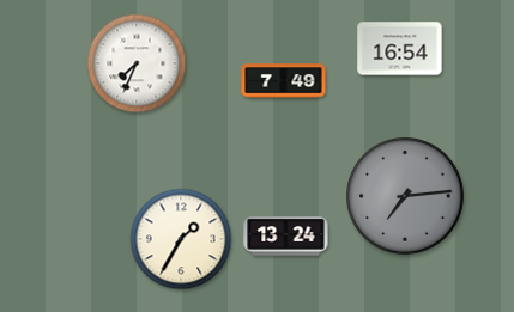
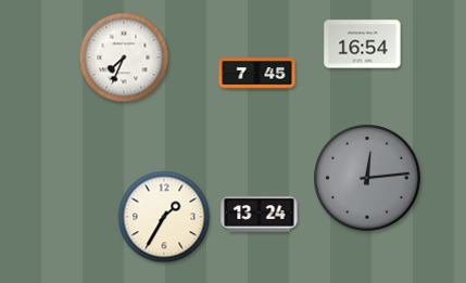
clock at (284, 81): 7:49 -> 7:45
clock at (406, 197): 7:14 -> 12:14
